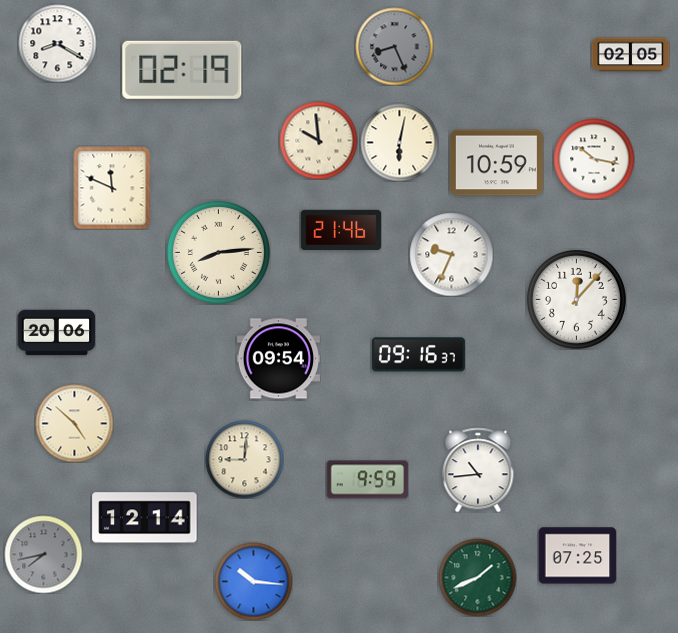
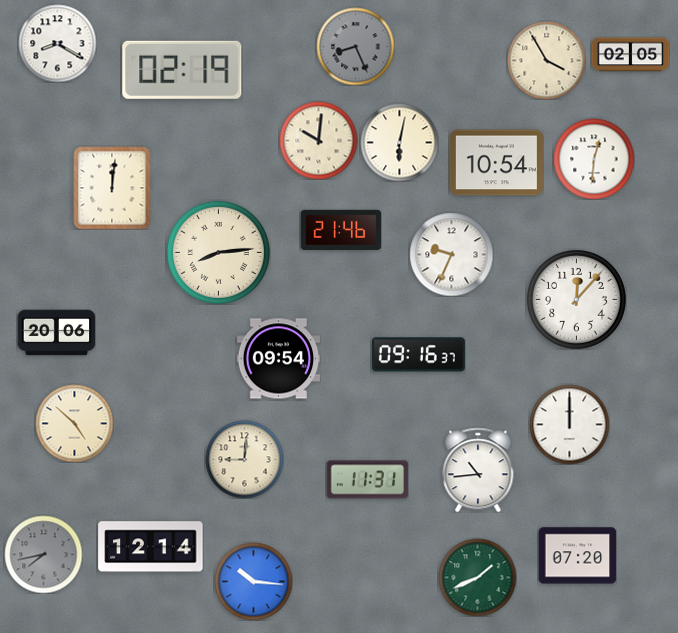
clock at (394, 46) position: (394, 46) -> (355, 46)
clock at (546, 60): none -> 3:55
clock at (318, 140): 9:59 -> 10:01
clock at (594, 159): 10:17 -> 12:31
clock at (496, 163): 10:59 -> 10:54
clock at (112, 188): 11:49 -> 12:01
clock at (569, 424): none -> 12:00
clock at (367, 480): 9:59 -> 11:31
clock at (145, 518) position: (145, 518) -> (151, 547)
clock at (577, 556): 07:25 -> 07:20
